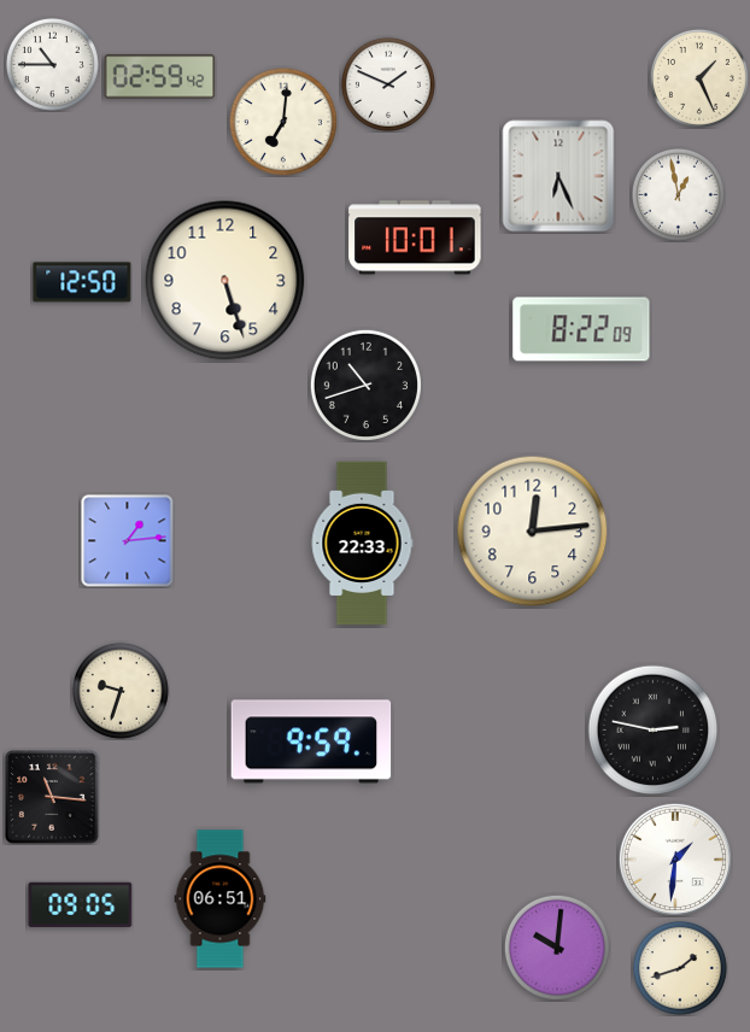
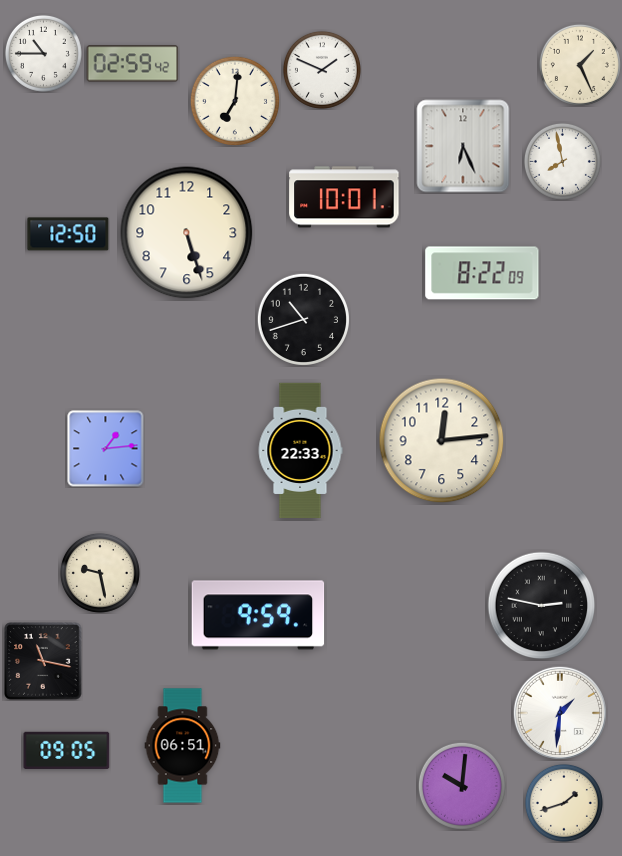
clock at (678, 194): 12:58 -> 7:58
clock at (121, 691): 9:33 -> 9:28
clock at (52, 797): 11:16 -> 11:17
